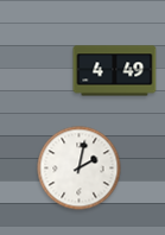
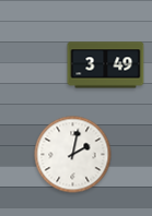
clock at (115, 71): 4:49 -> 3:49
